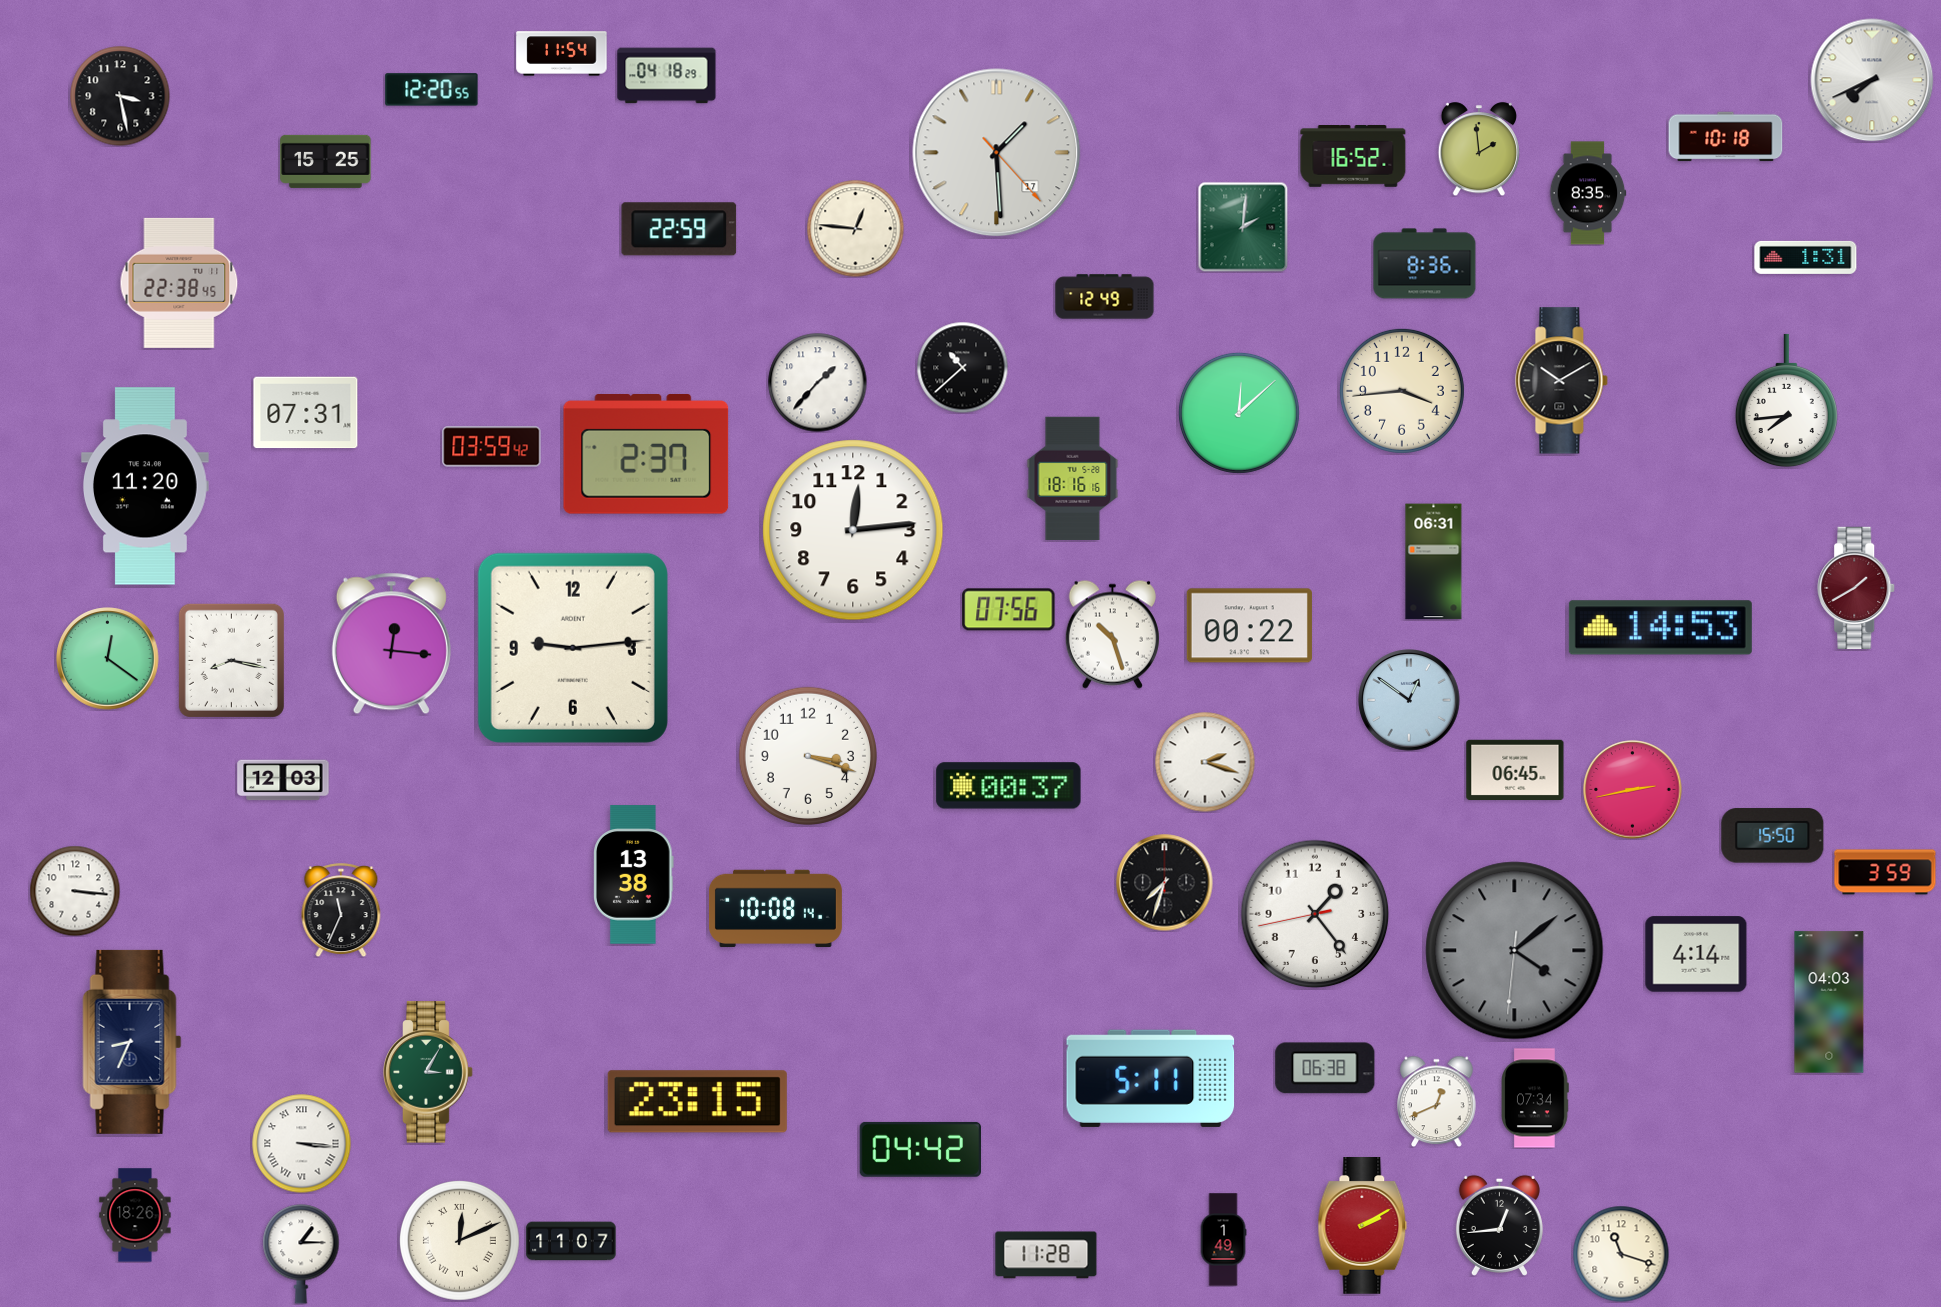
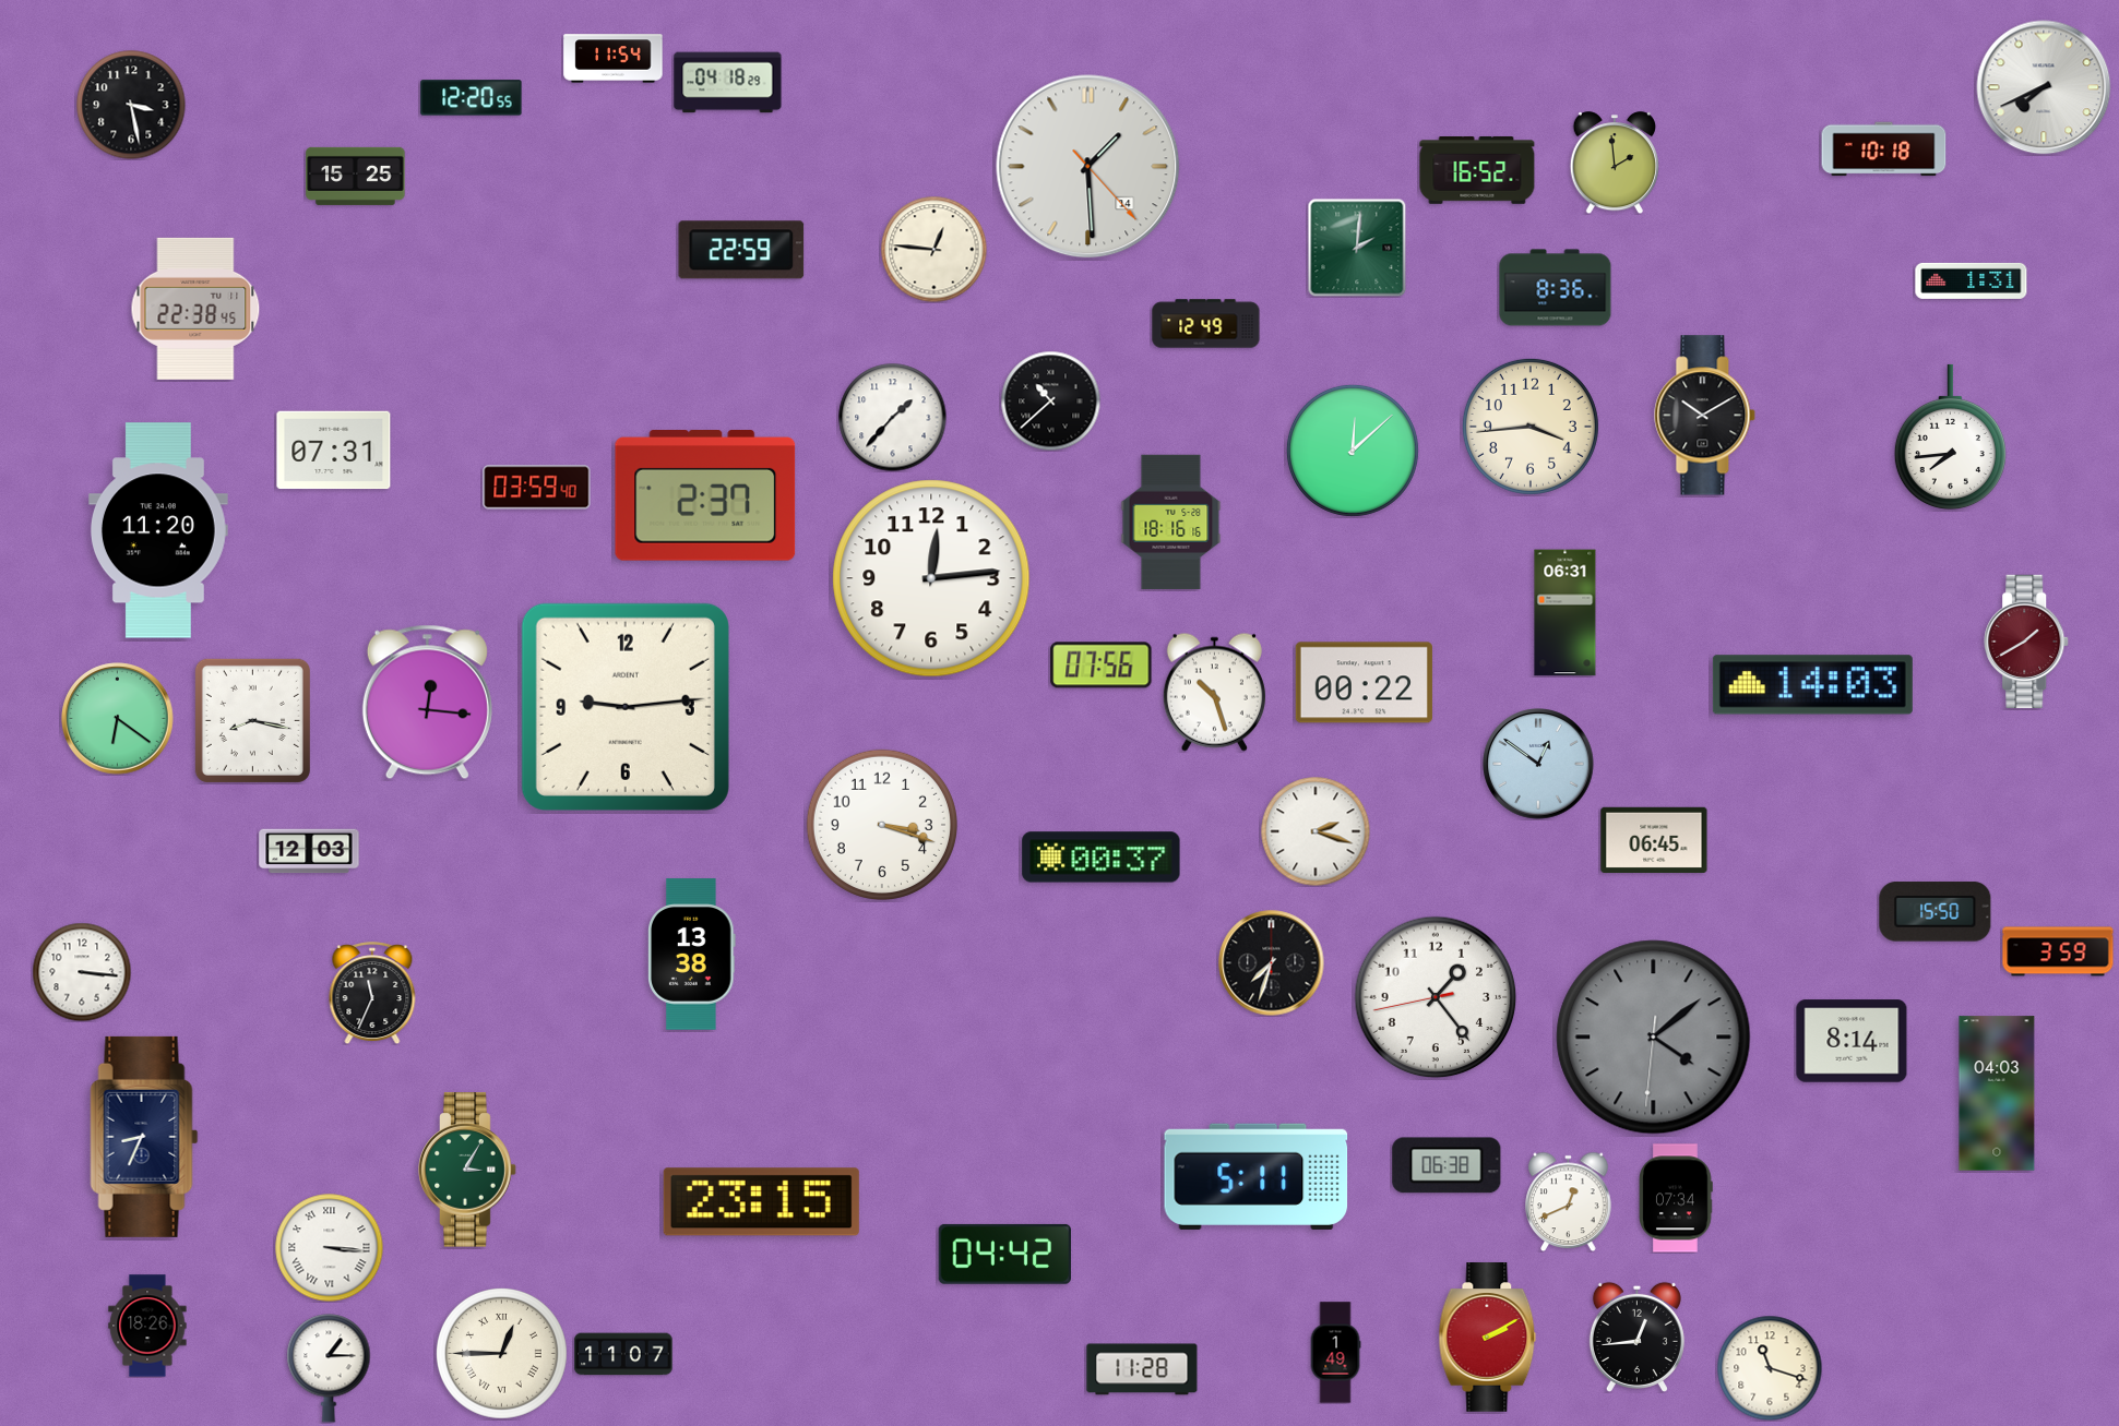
clock at (997, 153) date: 17 -> 14
clock at (1588, 193): 8:35 -> none
clock at (492, 447): 03:59:42 -> 03:59:40
clock at (1660, 628): 14:53 -> 14:03
clock at (108, 659): 12:21 -> 6:21
clock at (1633, 790): 2:43 -> none
clock at (775, 909): 10:08 -> none
clock at (1696, 954): 4:14 -> 8:14
clock at (459, 1240): 12:11 -> 12:45
